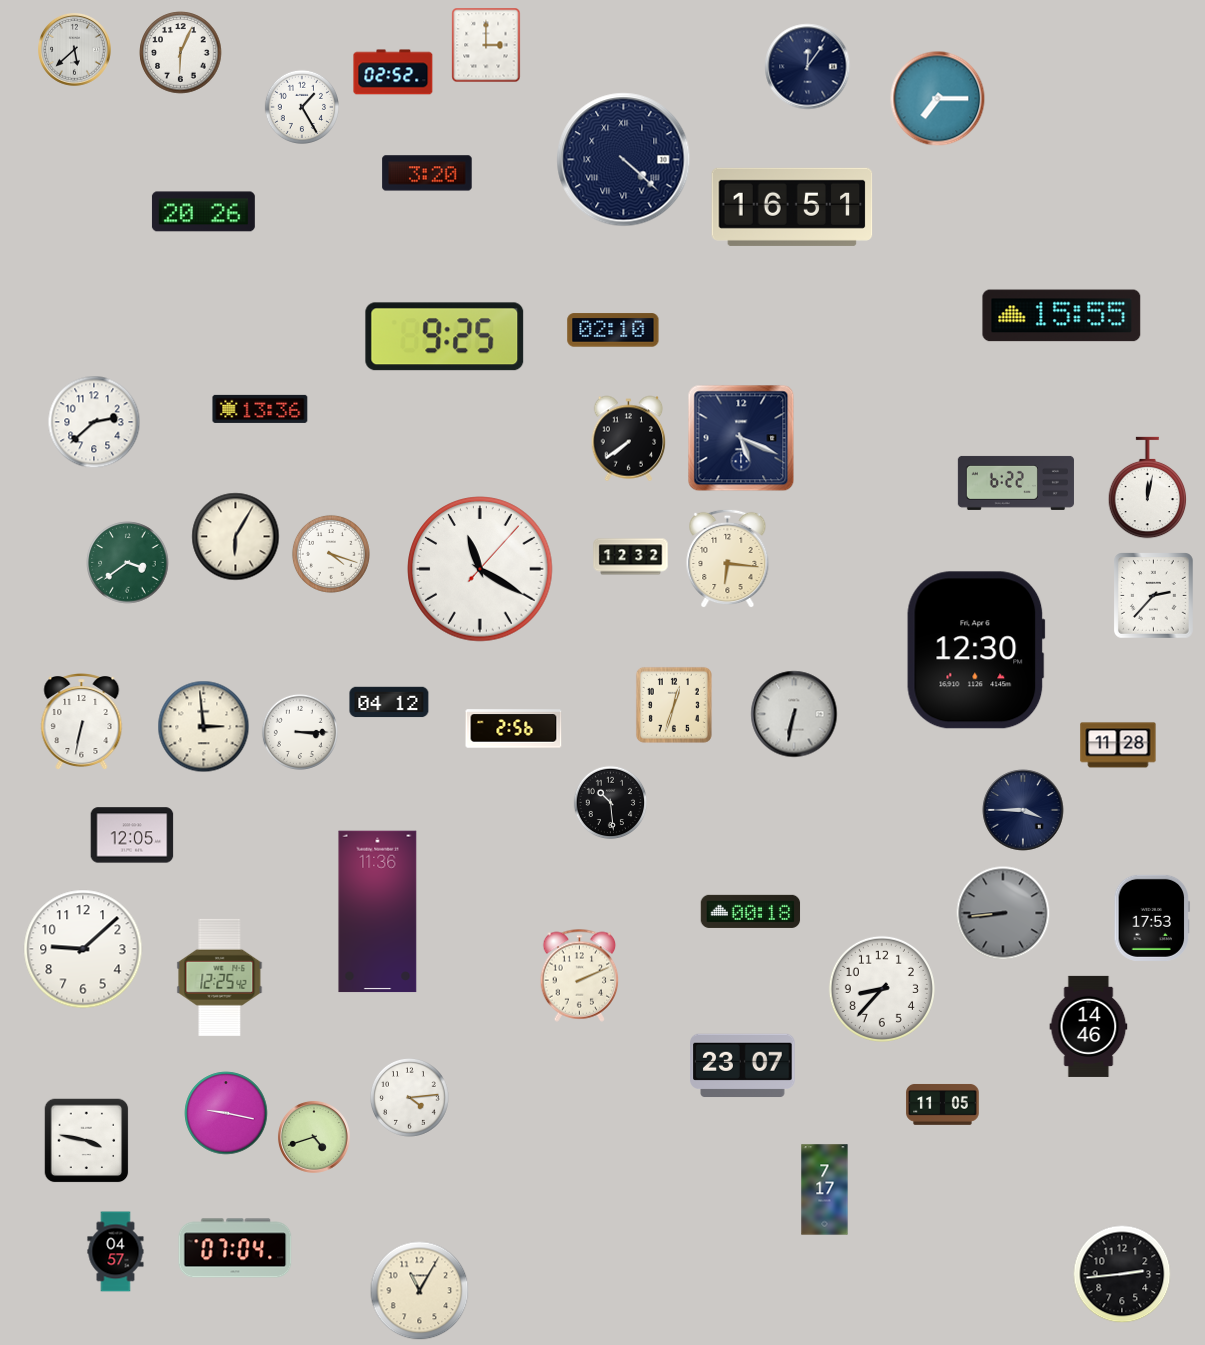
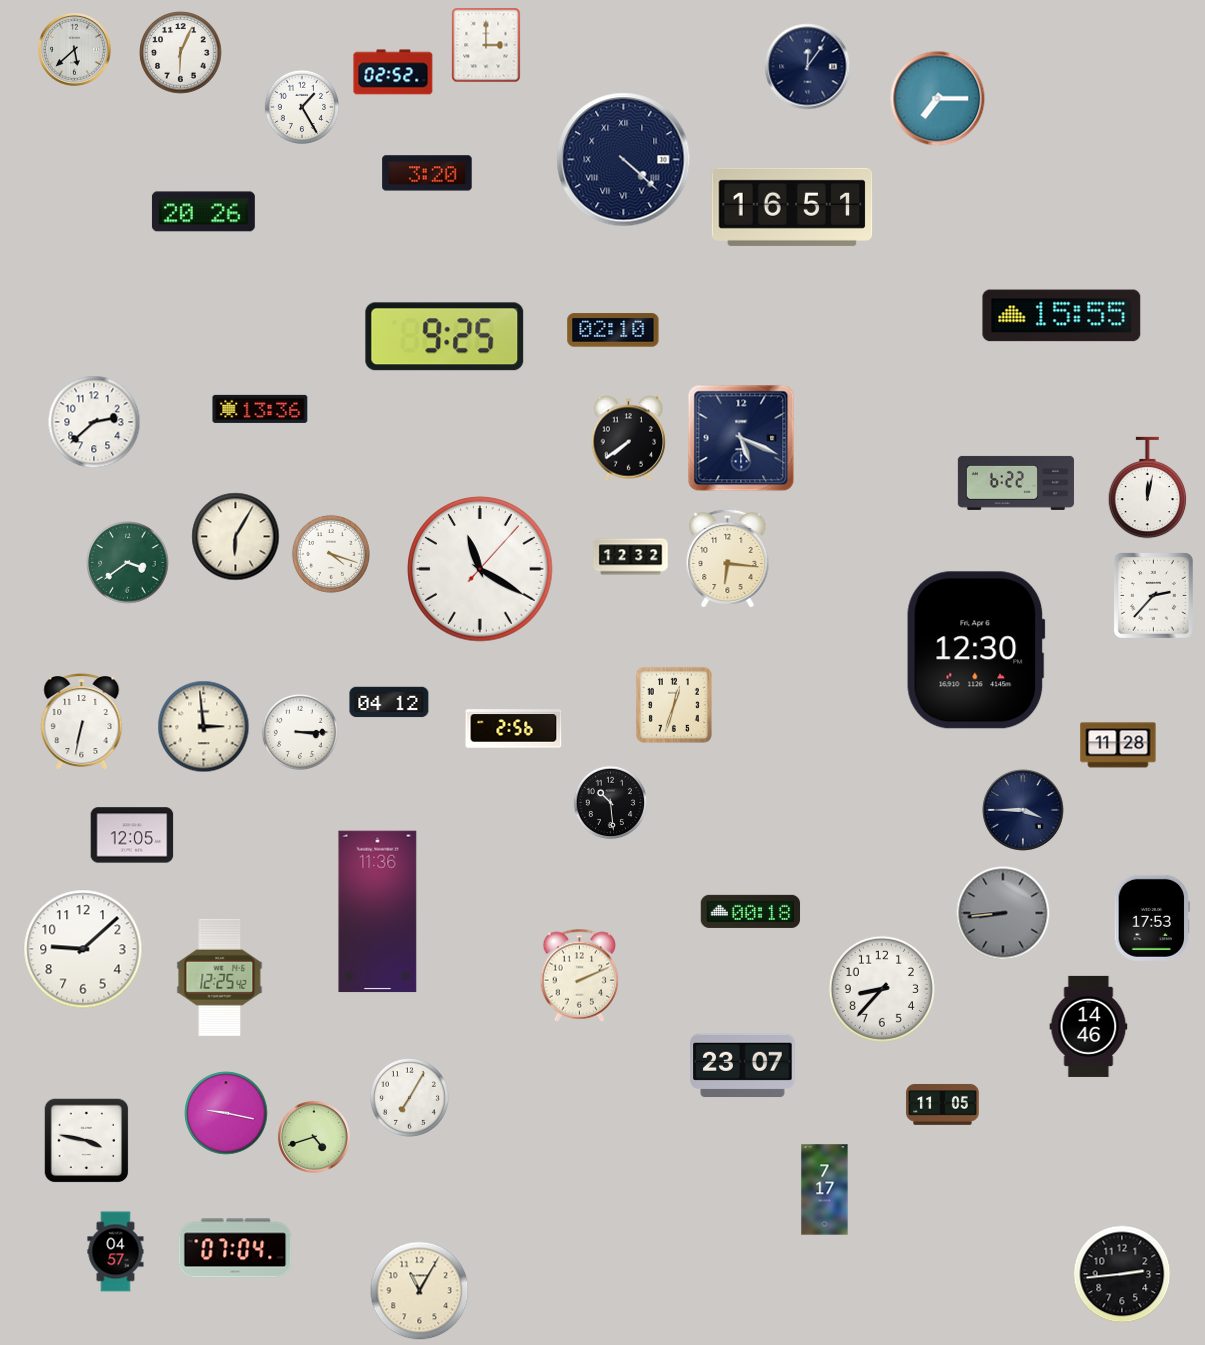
clock at (794, 714): 6:32 -> none
clock at (409, 1097): 4:14 -> 7:05
